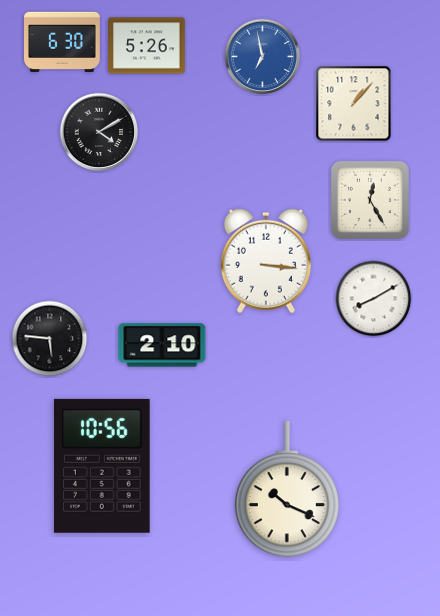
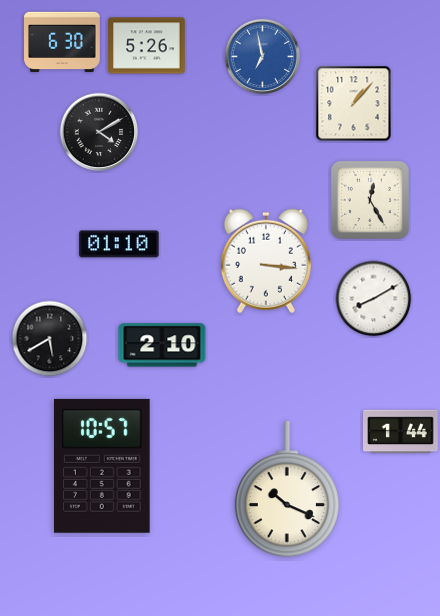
clock at (119, 244): none -> 01:10
clock at (50, 339): 5:46 -> 5:40
clock at (401, 432): none -> 1:44
clock at (102, 466): 10:56 -> 10:57
